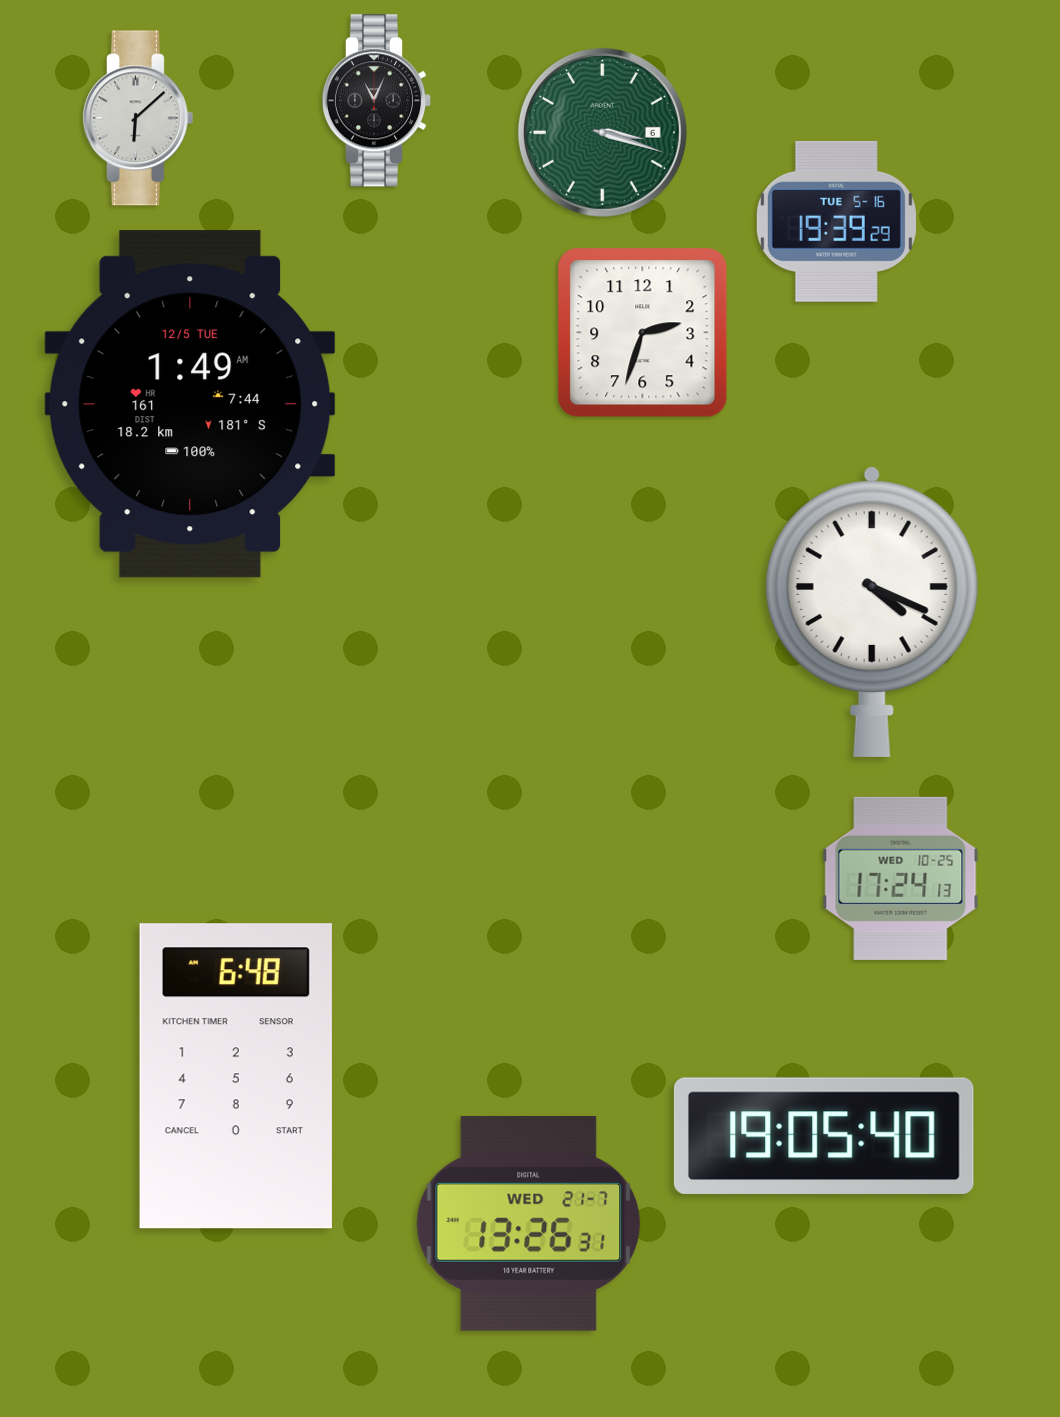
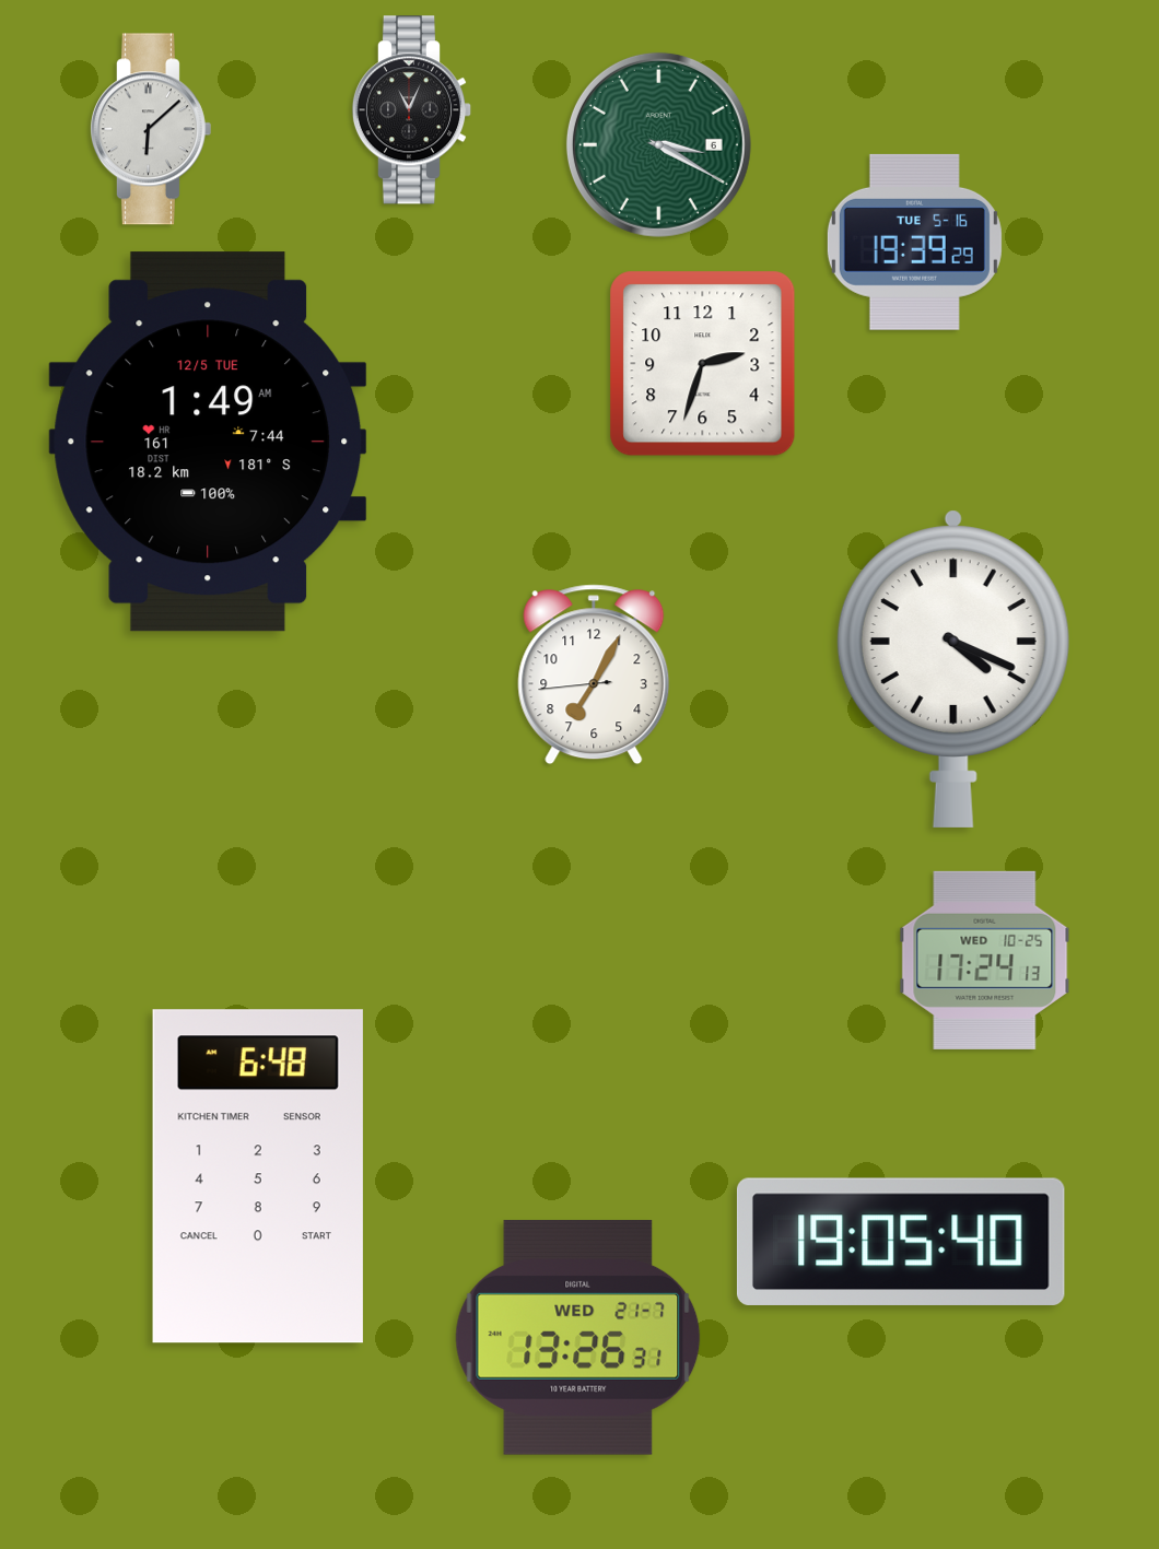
clock at (602, 132): 3:18 -> 3:20
clock at (594, 674): none -> 7:04
